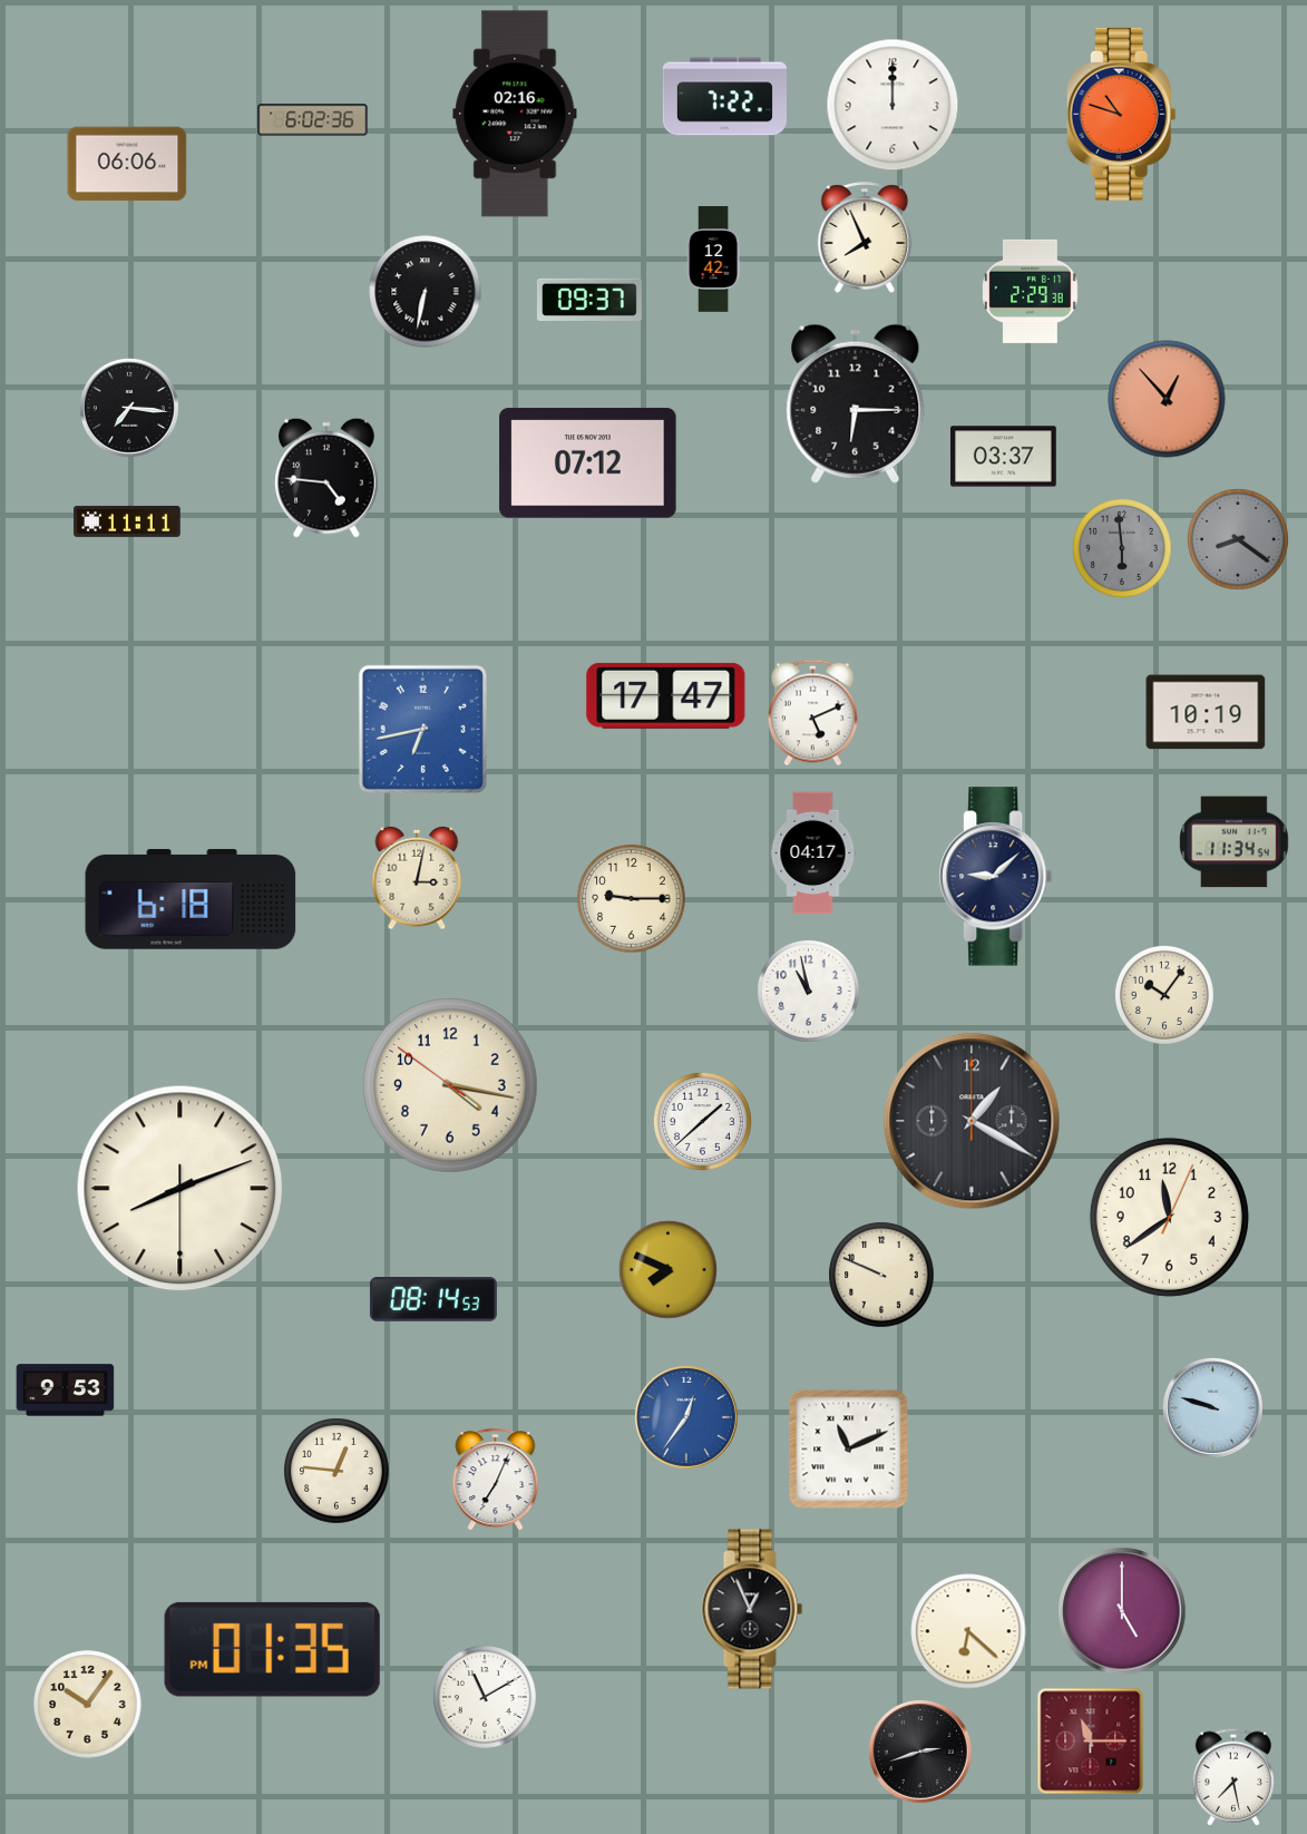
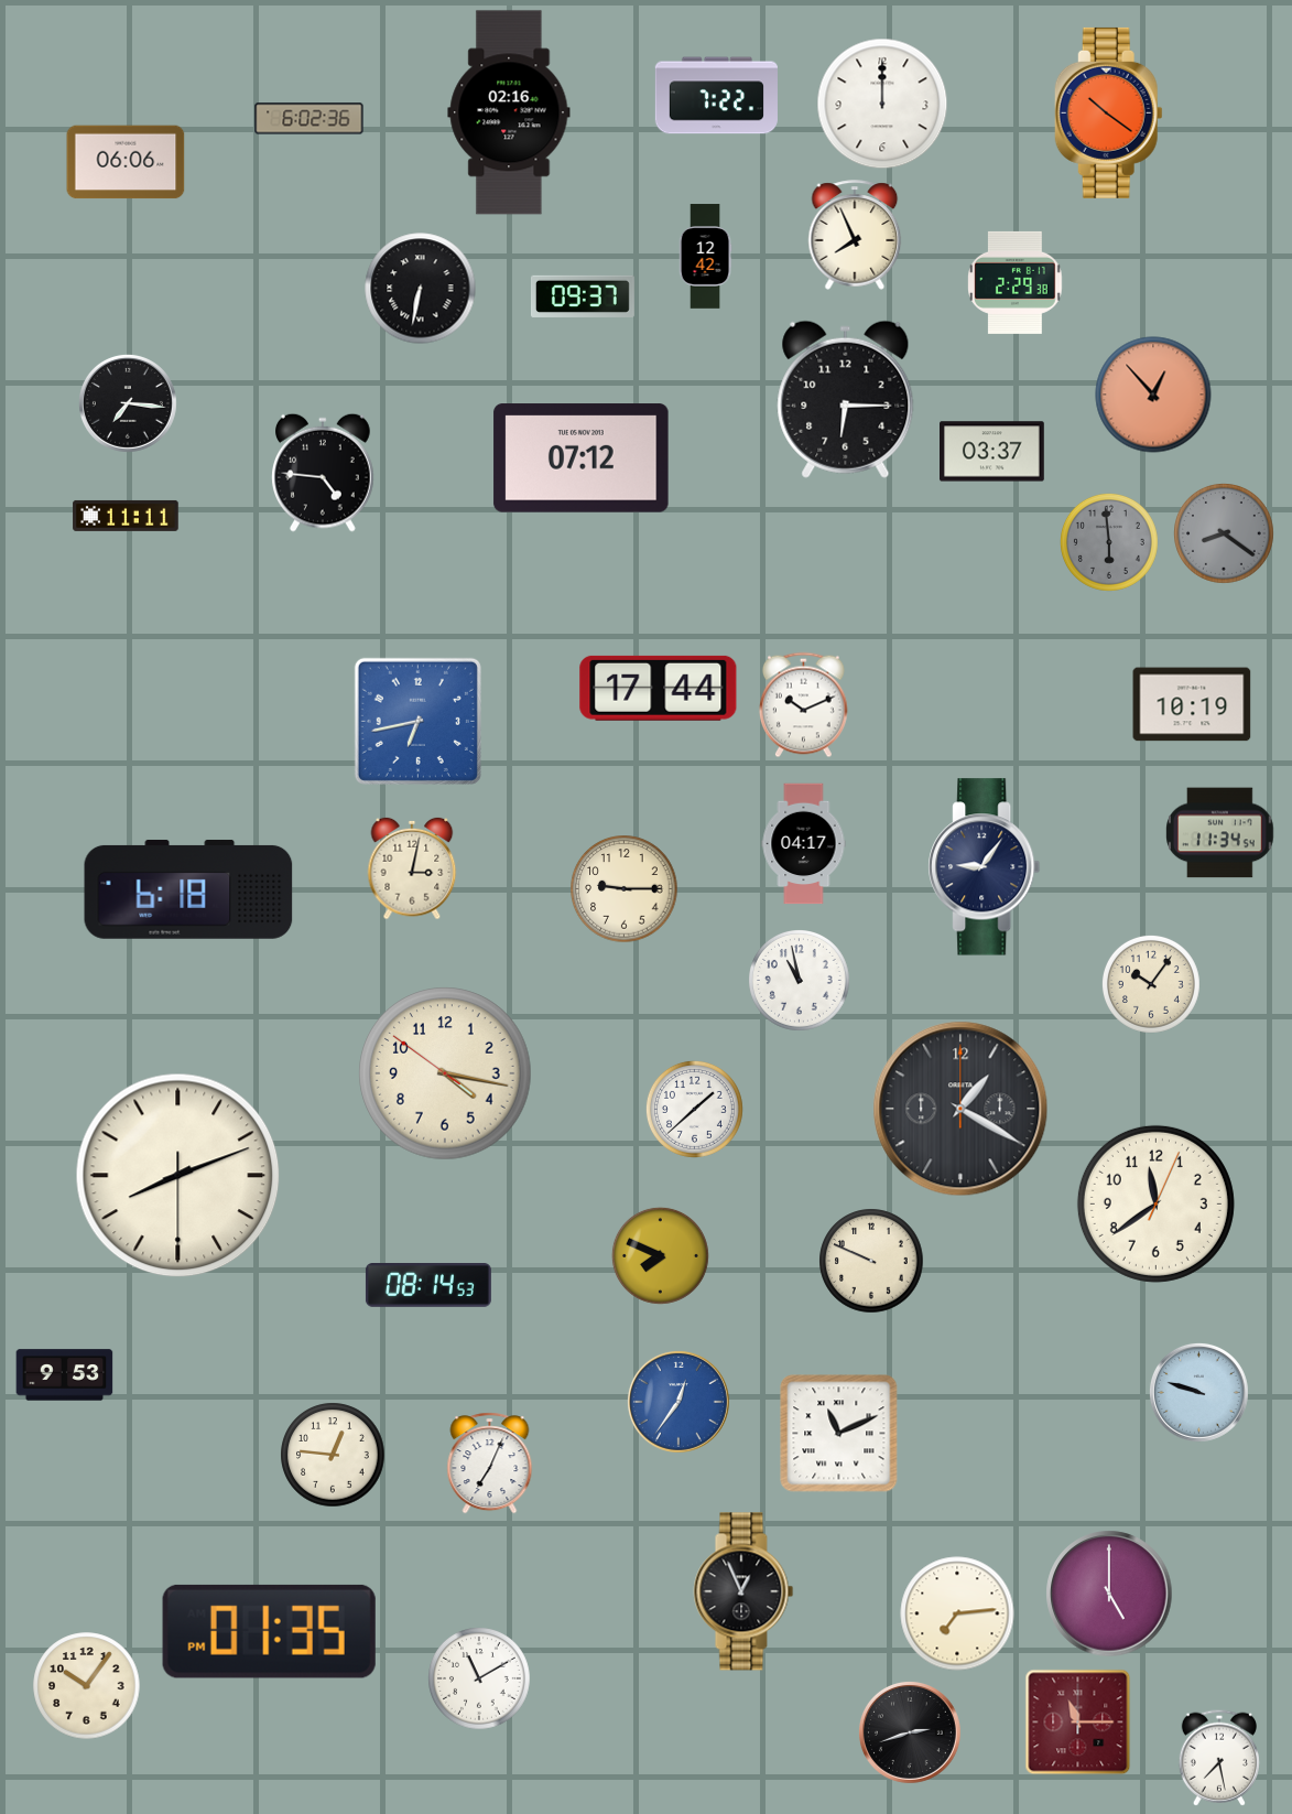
clock at (1121, 114): 10:48 -> 10:21
clock at (1031, 291) position: (1031, 291) -> (1016, 282)
clock at (666, 695): 17:47 -> 17:44
clock at (813, 713): 5:11 -> 10:11
clock at (996, 877): 9:08 -> 9:06
clock at (968, 1631): 6:22 -> 7:14
